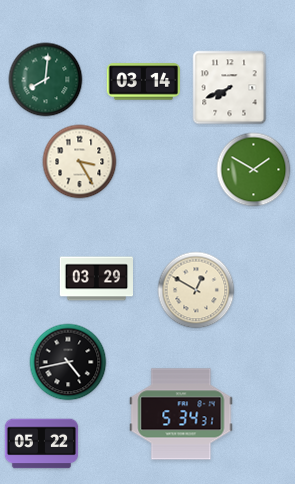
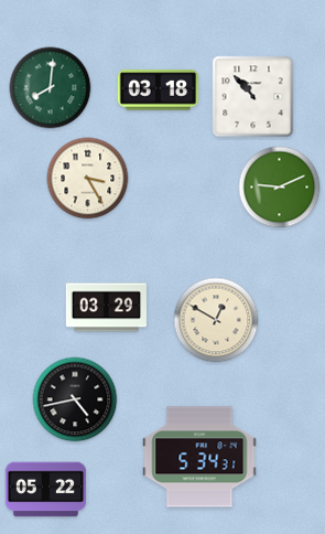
clock at (143, 82): 03:14 -> 03:18
clock at (230, 88): 7:41 -> 10:53
clock at (254, 170): 1:50 -> 9:11
